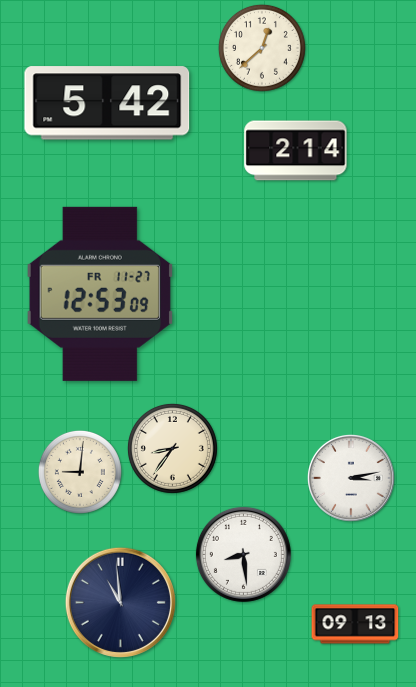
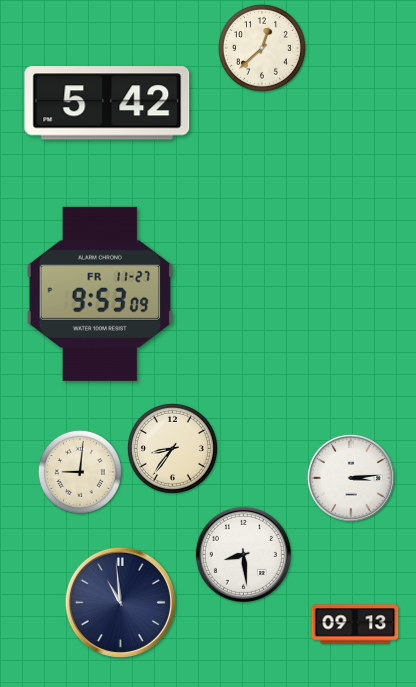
clock at (296, 151): 2:14 -> none
clock at (100, 294): 12:53 -> 9:53
clock at (351, 478): 3:13 -> 3:14
